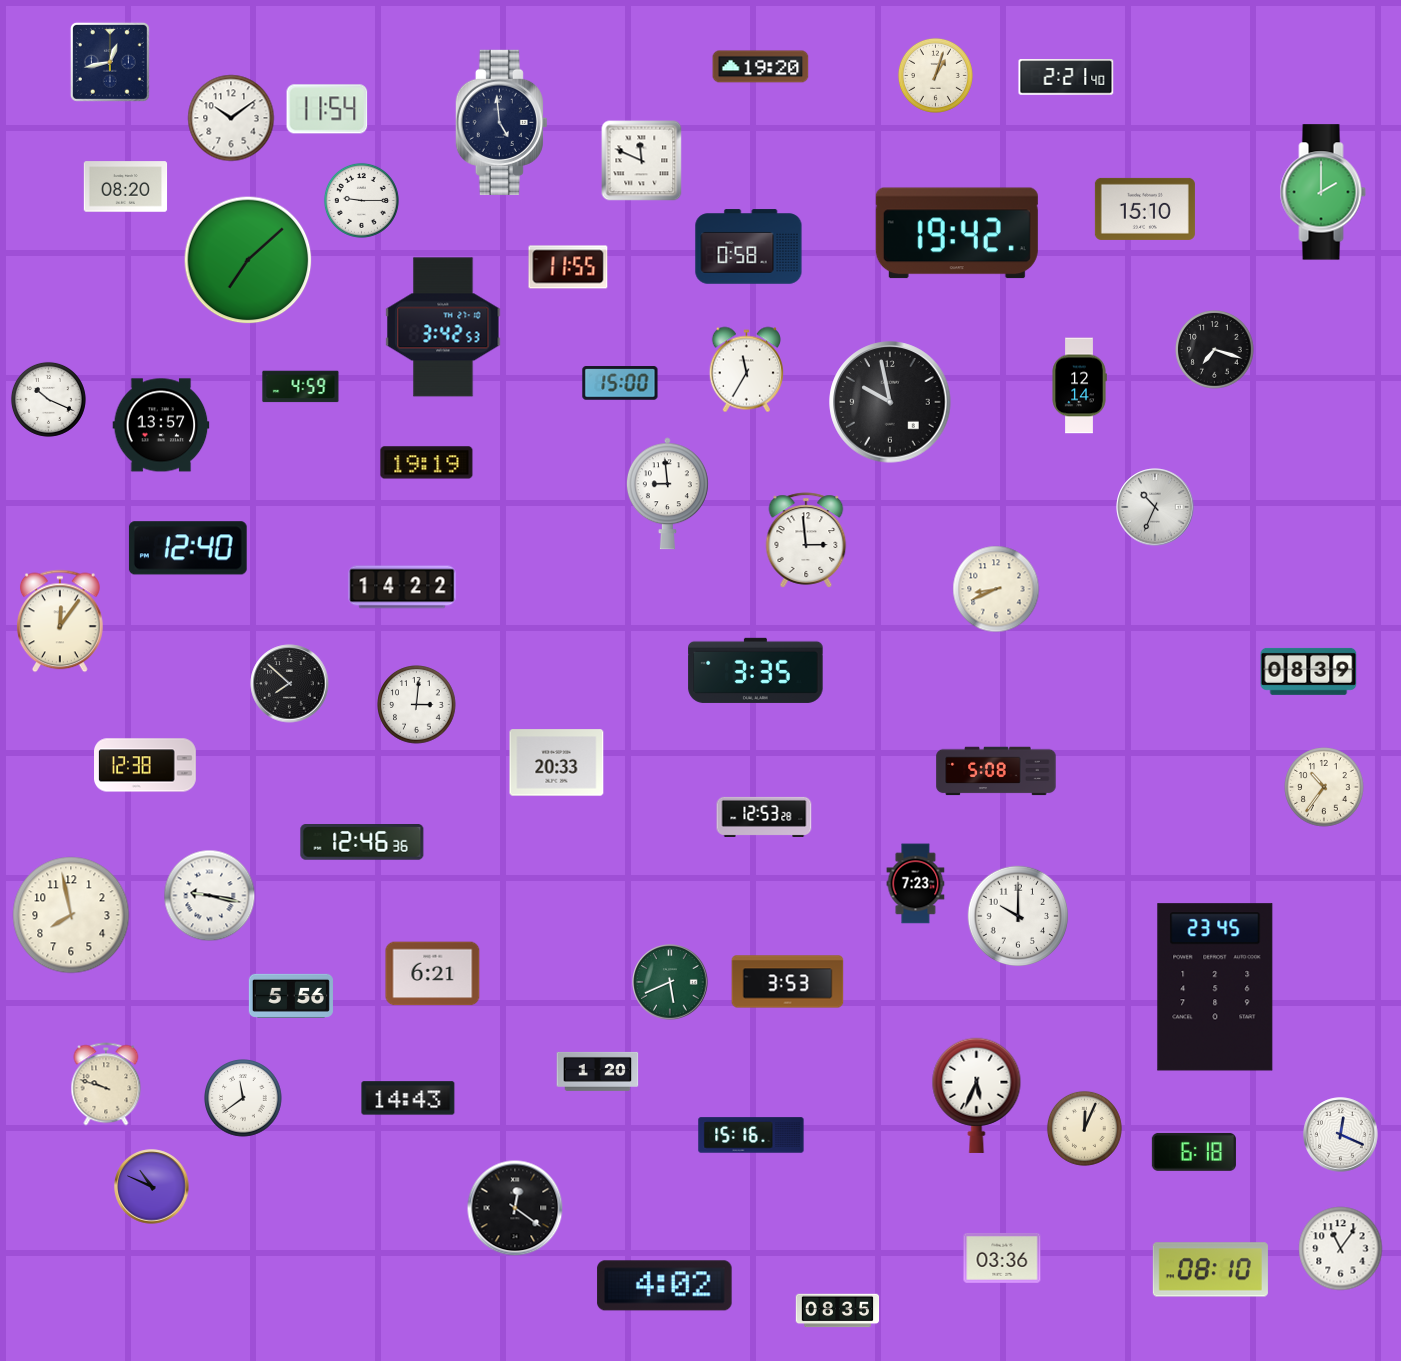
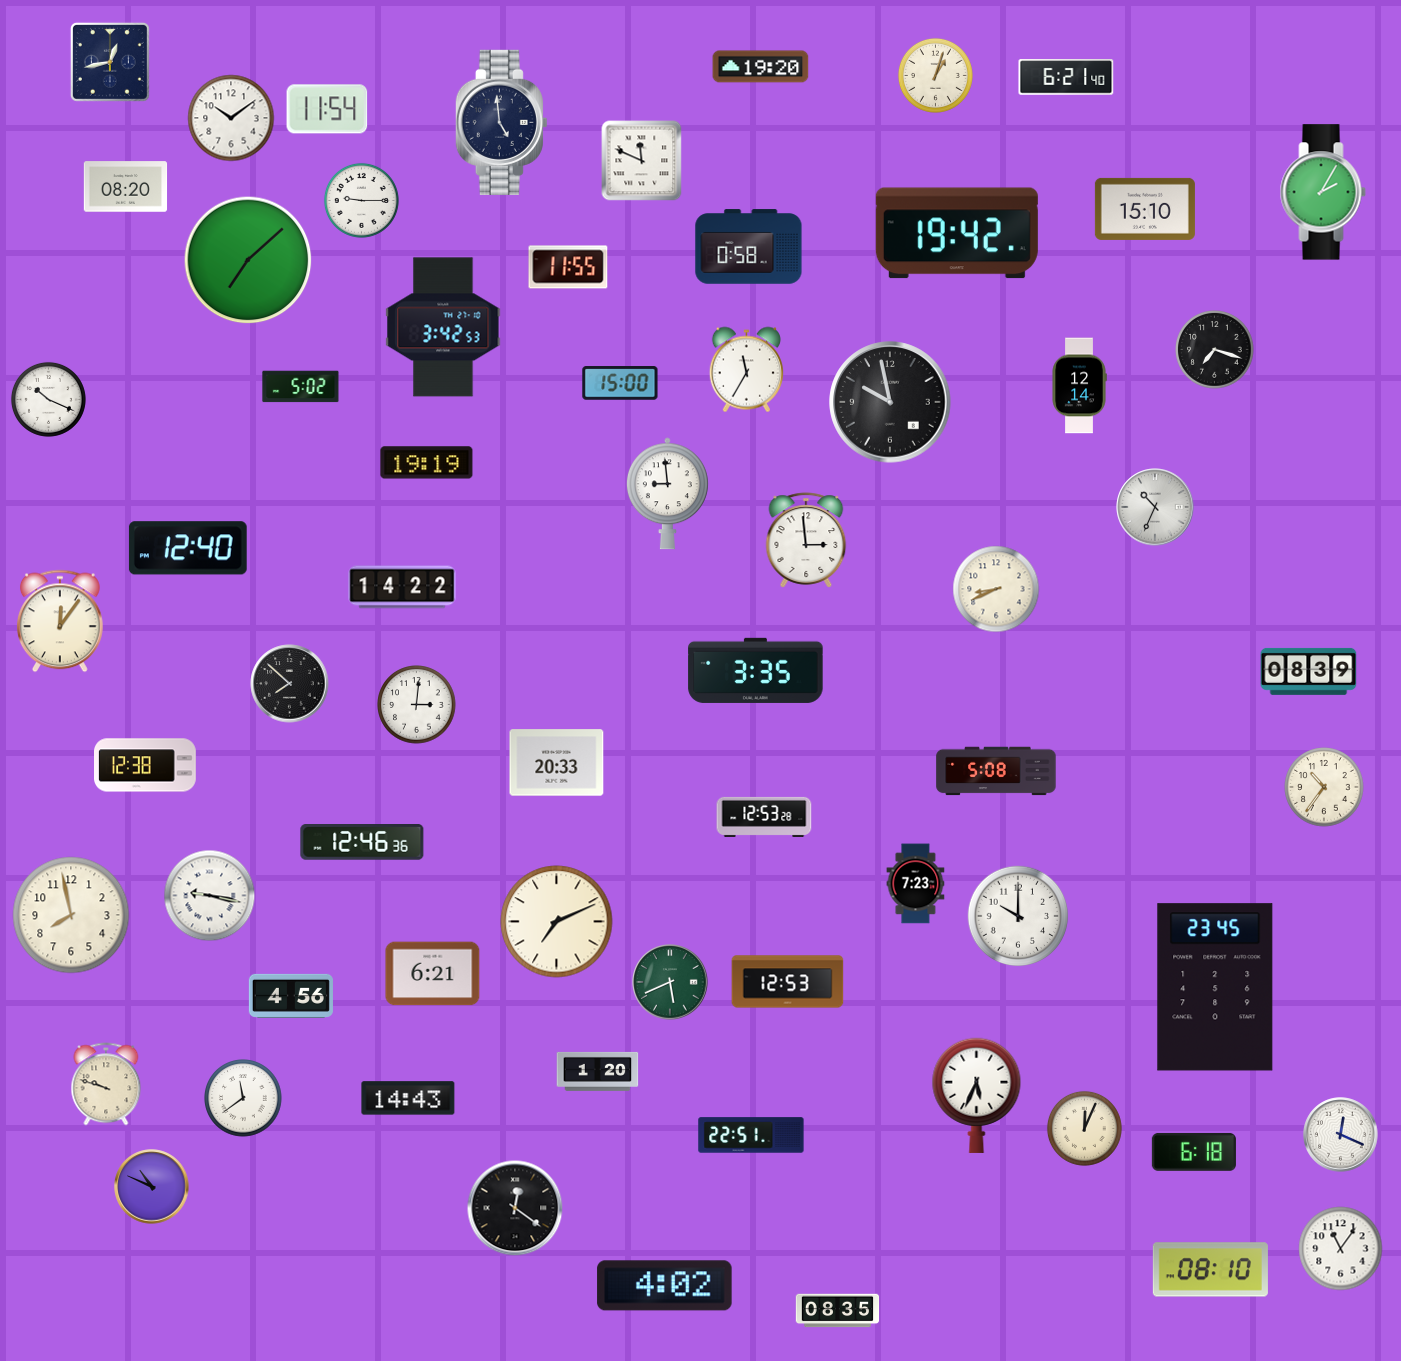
clock at (1066, 77): 2:21 -> 6:21
clock at (1323, 192): 2:00 -> 2:05
clock at (301, 387): 4:59 -> 5:02
clock at (161, 425): 13:57 -> none
clock at (557, 922): none -> 7:11
clock at (788, 982): 3:53 -> 12:53
clock at (291, 996): 5:56 -> 4:56
clock at (751, 1135): 15:16 -> 22:51
clock at (1002, 1258): 03:36 -> none
